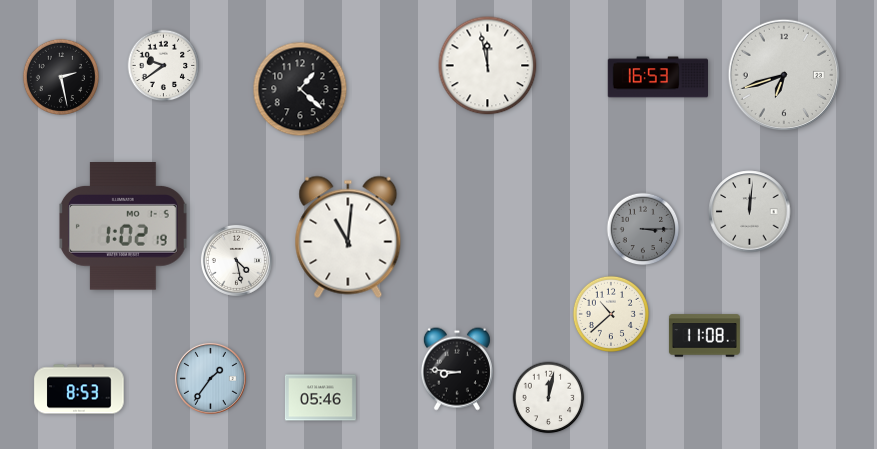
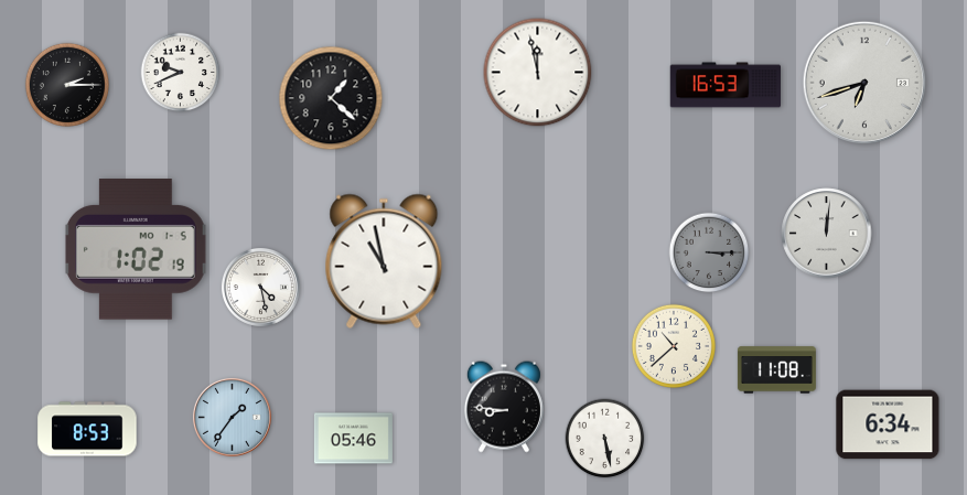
clock at (164, 66): 9:39 -> 9:41
clock at (61, 77): 2:28 -> 2:15
clock at (348, 237): 11:01 -> 10:58
clock at (888, 424): none -> 6:34
clock at (549, 398): 12:02 -> 5:28
